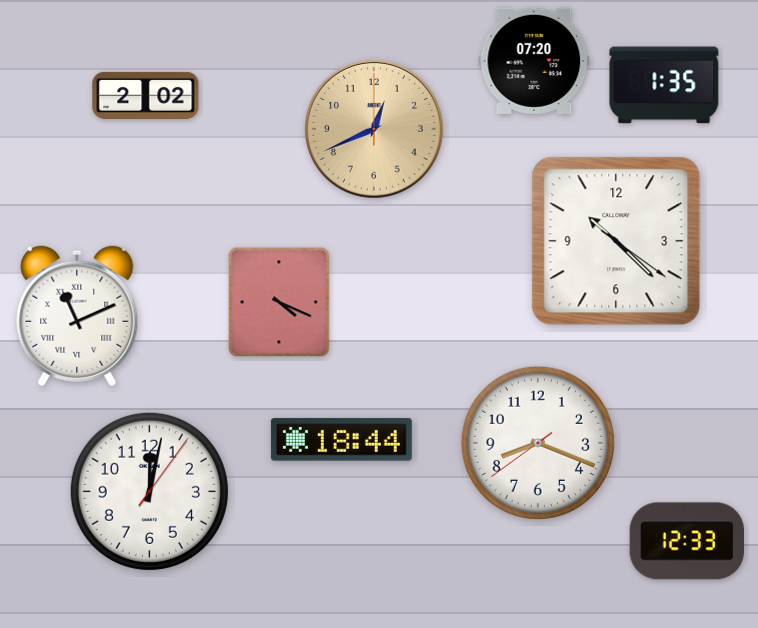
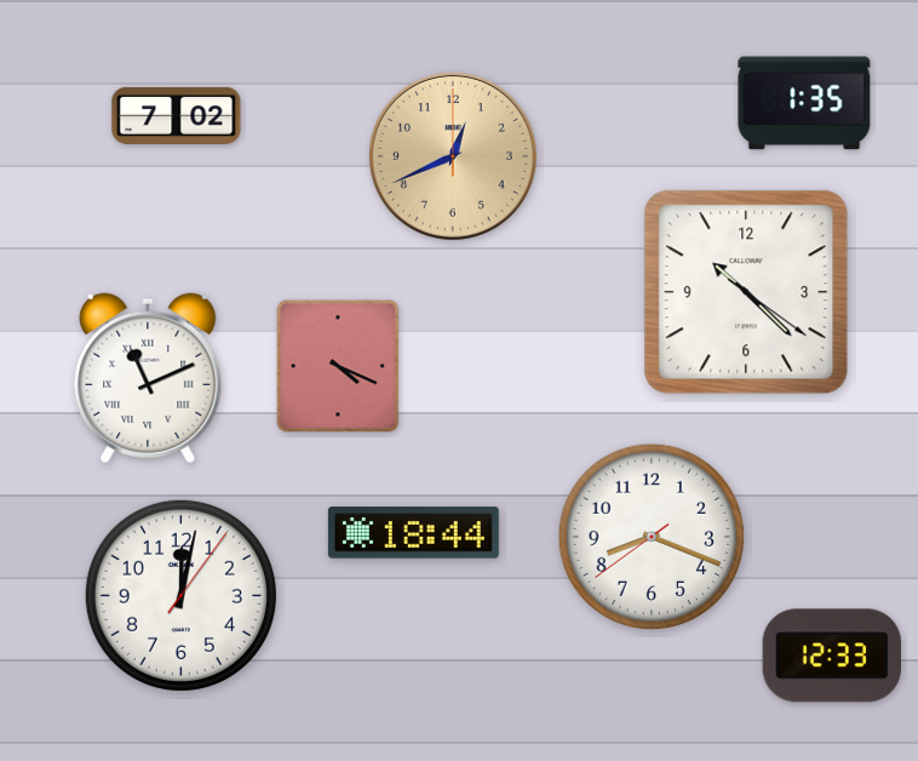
clock at (534, 61): 07:20 -> none
clock at (146, 95): 2:02 -> 7:02
clock at (77, 316) position: (77, 316) -> (148, 378)
